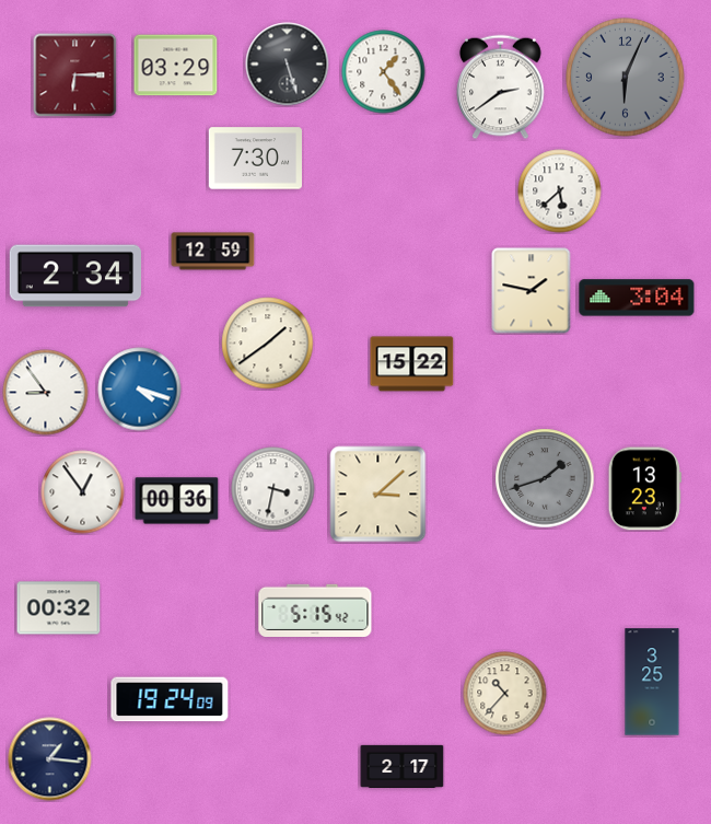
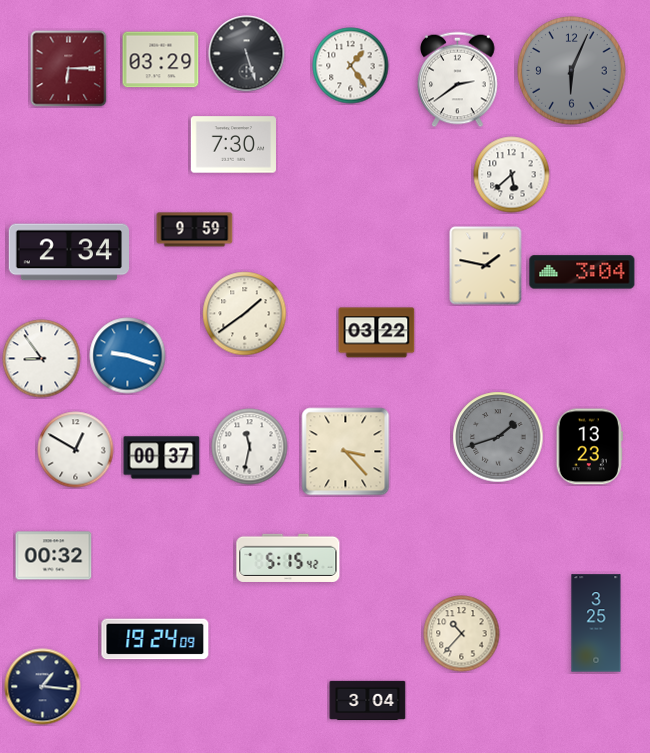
clock at (288, 65) position: (288, 65) -> (247, 54)
clock at (213, 252): 12:59 -> 9:59
clock at (412, 364): 15:22 -> 03:22
clock at (140, 390): 4:18 -> 9:18
clock at (273, 489): 3:32 -> 11:32
clock at (83, 492): 12:54 -> 12:50
clock at (378, 495): 3:08 -> 3:23
clock at (177, 501): 00:36 -> 00:37
clock at (50, 759) position: (50, 759) -> (43, 687)
clock at (403, 766): 2:17 -> 3:04
